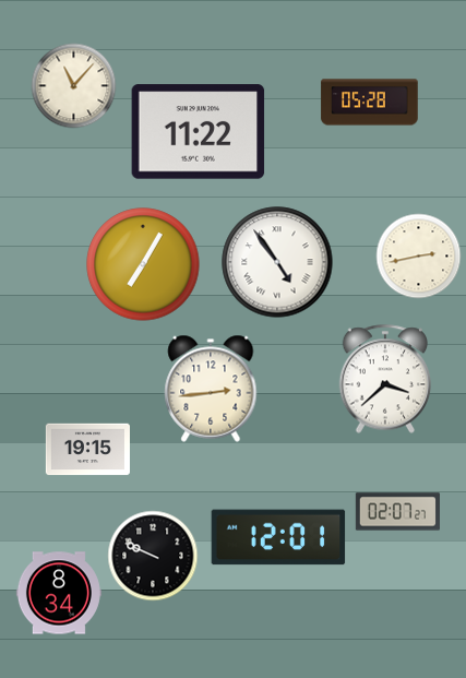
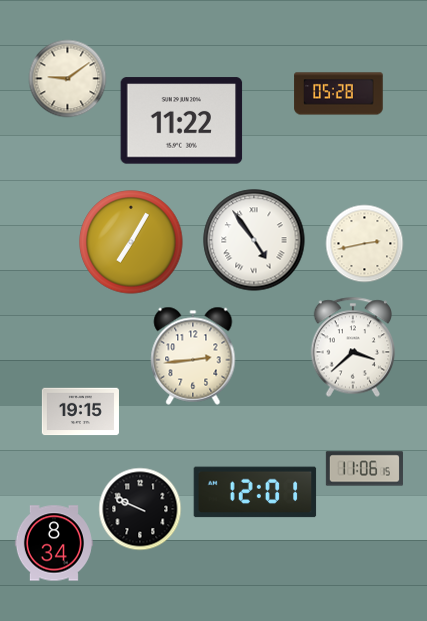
clock at (73, 85): 11:07 -> 9:09
clock at (418, 255) position: (418, 255) -> (364, 243)
clock at (397, 512): 02:07 -> 11:06
